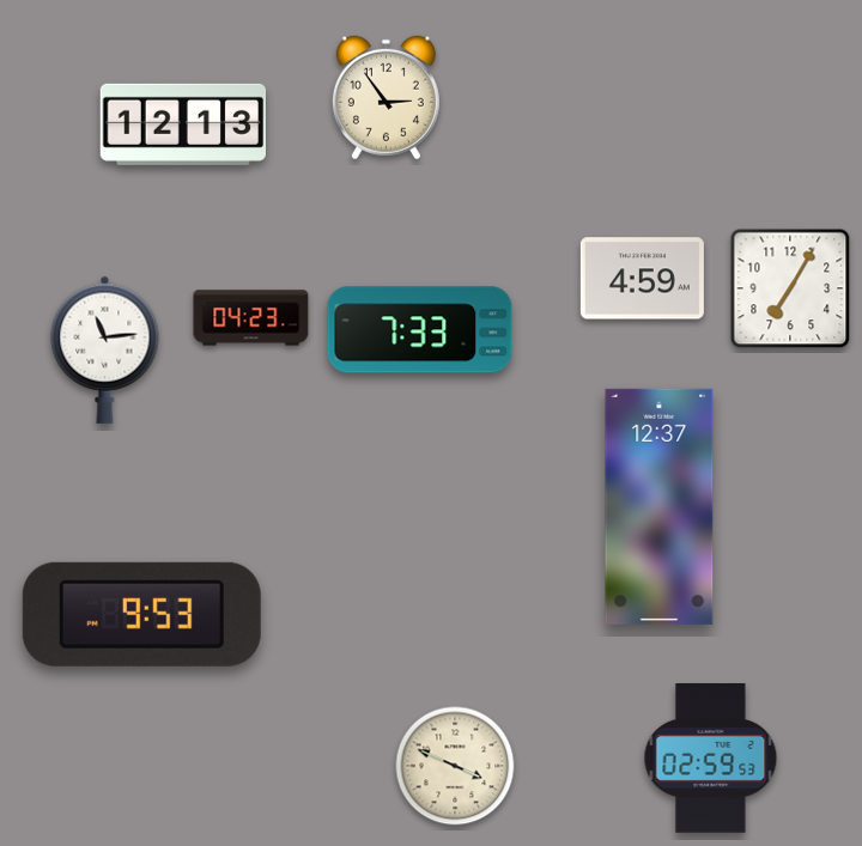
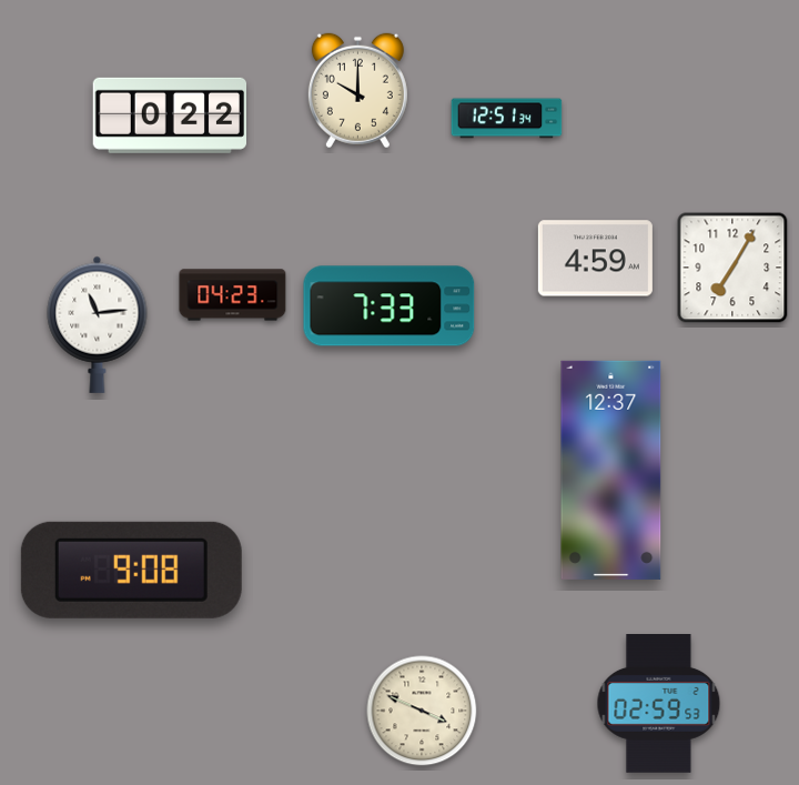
clock at (386, 98): 2:54 -> 10:00
clock at (182, 124): 12:13 -> 0:22
clock at (507, 119): none -> 12:51
clock at (141, 614): 9:53 -> 9:08
